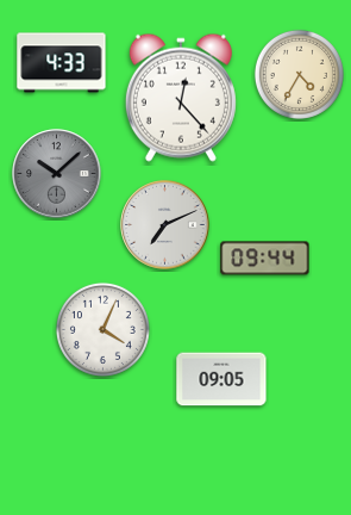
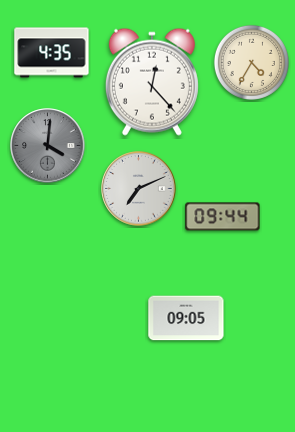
clock at (62, 63): 4:33 -> 4:35
clock at (57, 174): 10:08 -> 4:01
clock at (102, 329): 4:04 -> none
